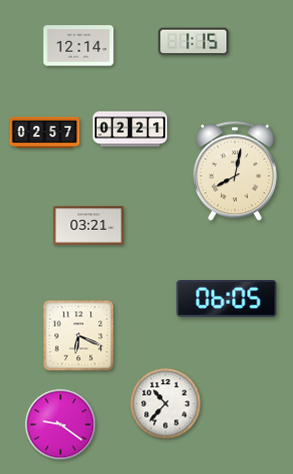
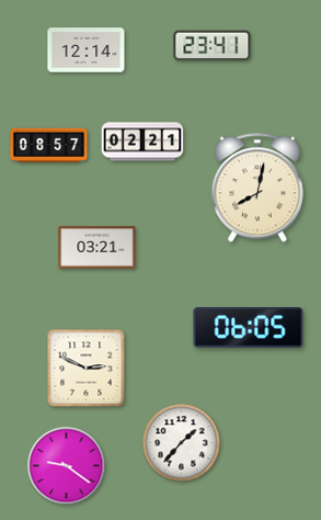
clock at (194, 42): 1:15 -> 23:41
clock at (45, 132): 02:57 -> 08:57
clock at (79, 336): 6:19 -> 2:49
clock at (166, 404): 10:37 -> 1:37
